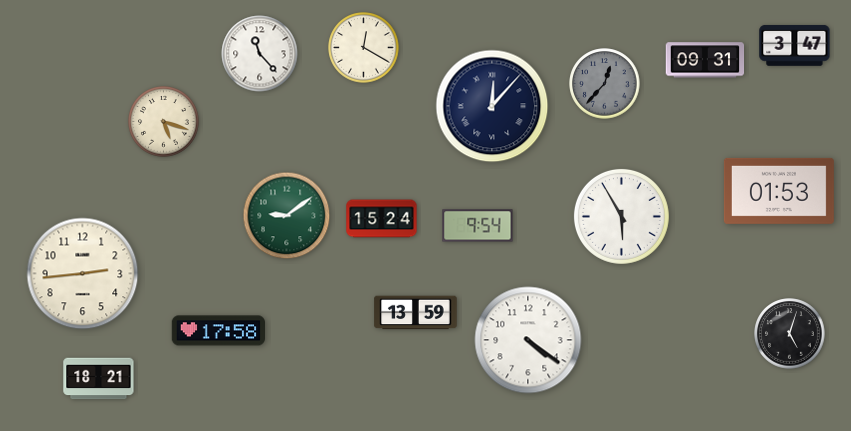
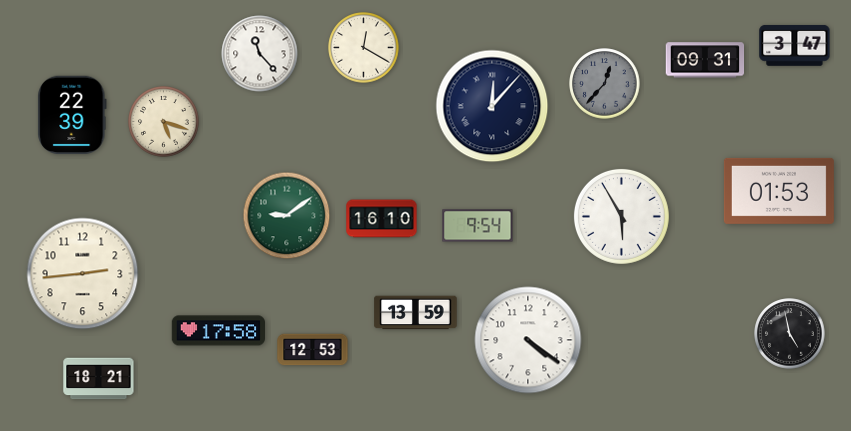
clock at (72, 115): none -> 22:39
clock at (382, 219): 15:24 -> 16:10
clock at (790, 334): 5:03 -> 4:58
clock at (313, 350): none -> 12:53
